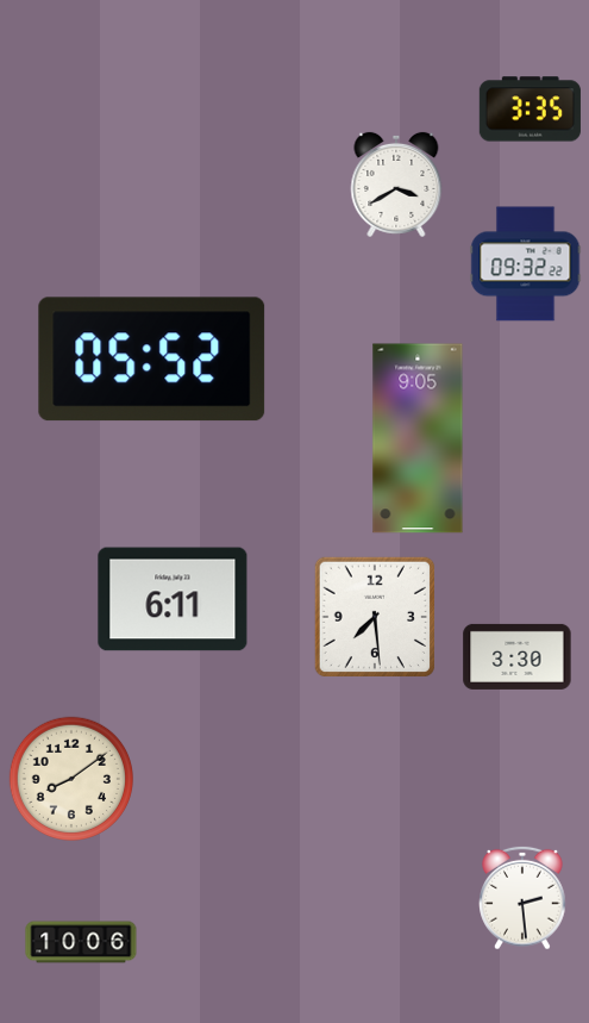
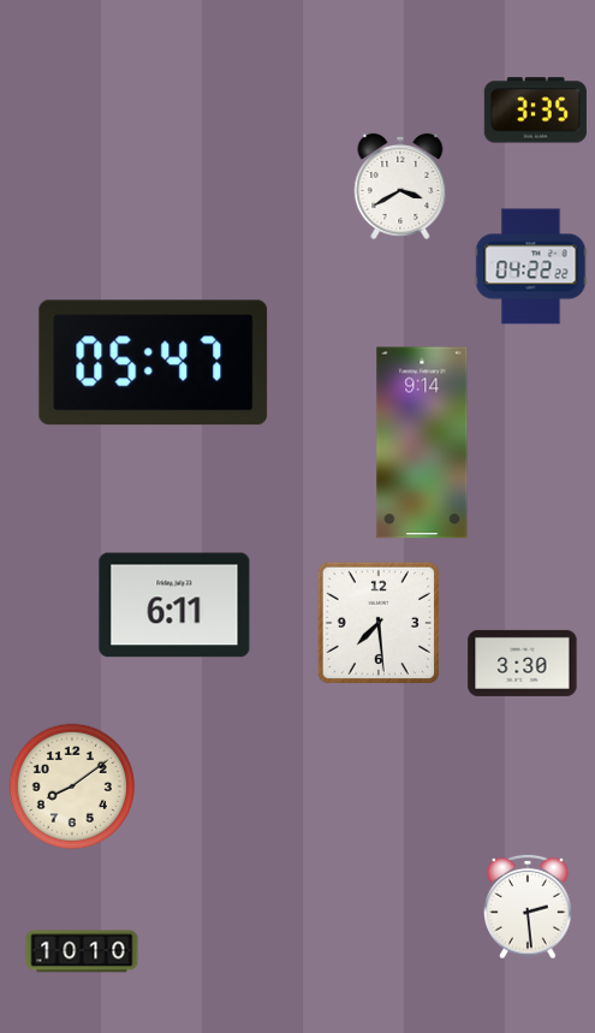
clock at (526, 264): 09:32 -> 04:22
clock at (152, 360): 05:52 -> 05:47
clock at (418, 438): 9:05 -> 9:14
clock at (81, 942): 10:06 -> 10:10
